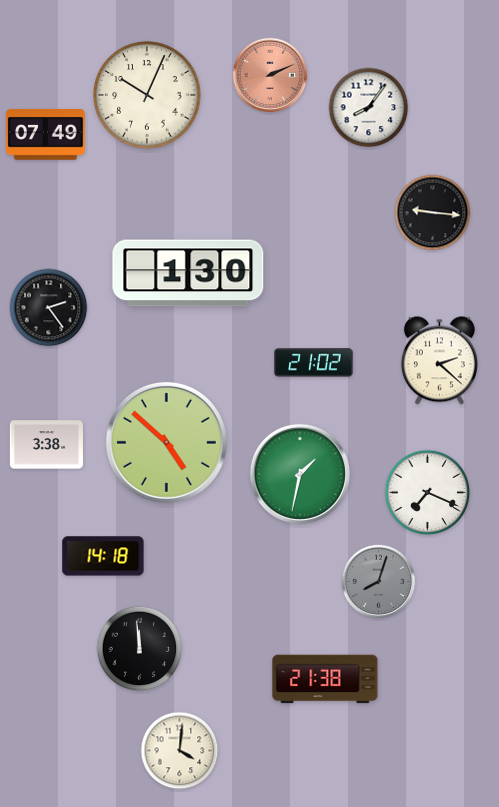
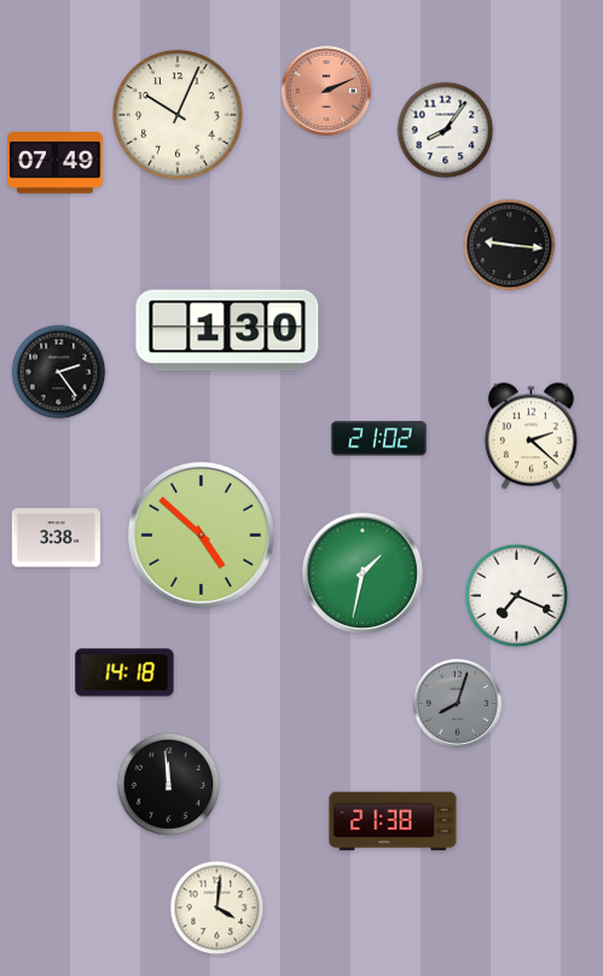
clock at (433, 213) position: (433, 213) -> (510, 246)
